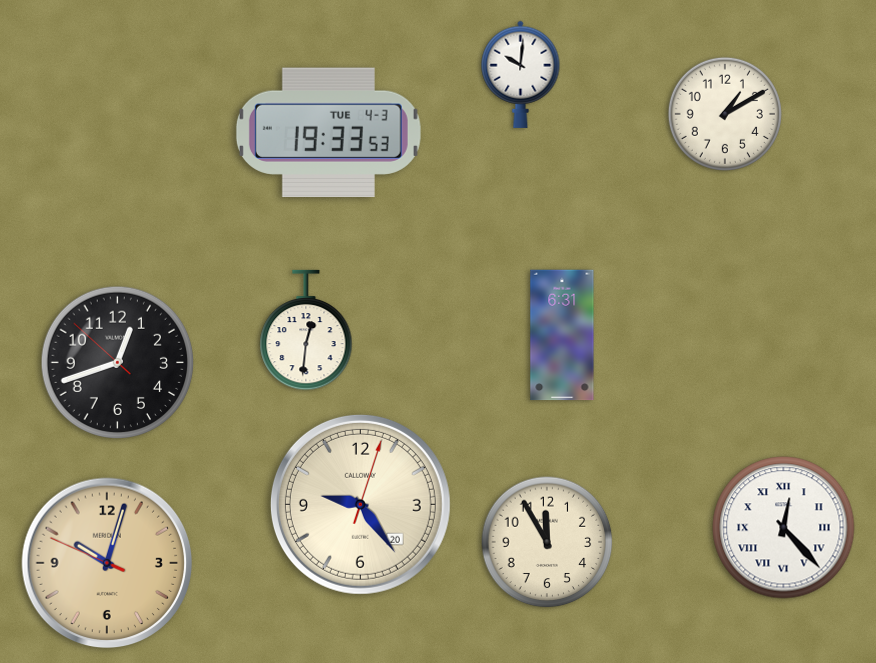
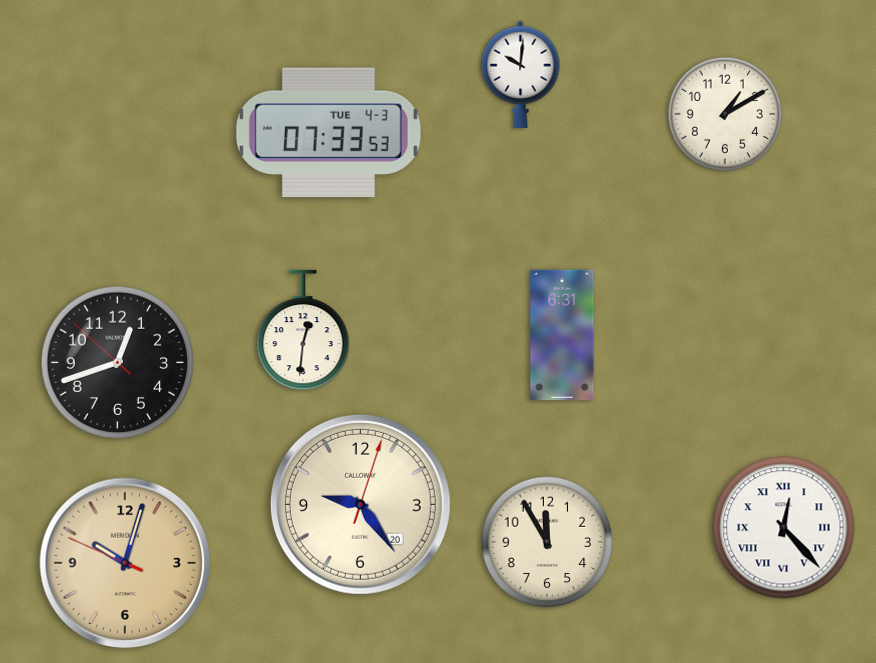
clock at (328, 133): 19:33 -> 07:33
clock at (306, 330) position: (306, 330) -> (303, 330)
clock at (107, 563) position: (107, 563) -> (125, 563)
